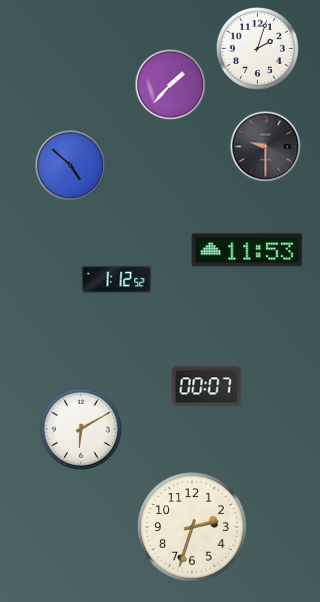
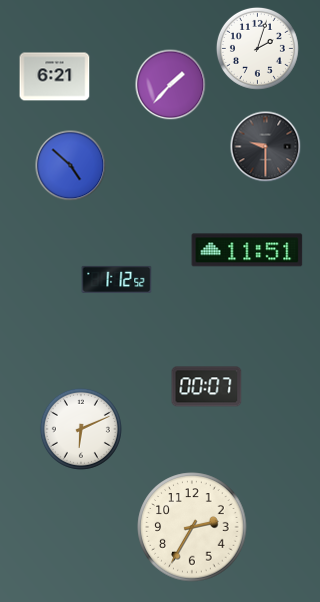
clock at (55, 77): none -> 6:21
clock at (247, 250): 11:53 -> 11:51
clock at (81, 429): 6:10 -> 6:11
clock at (192, 527): 2:33 -> 2:35
